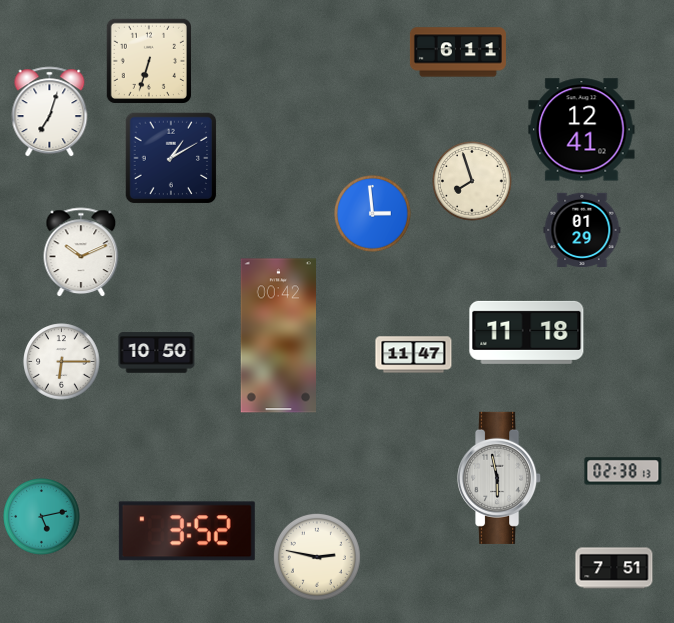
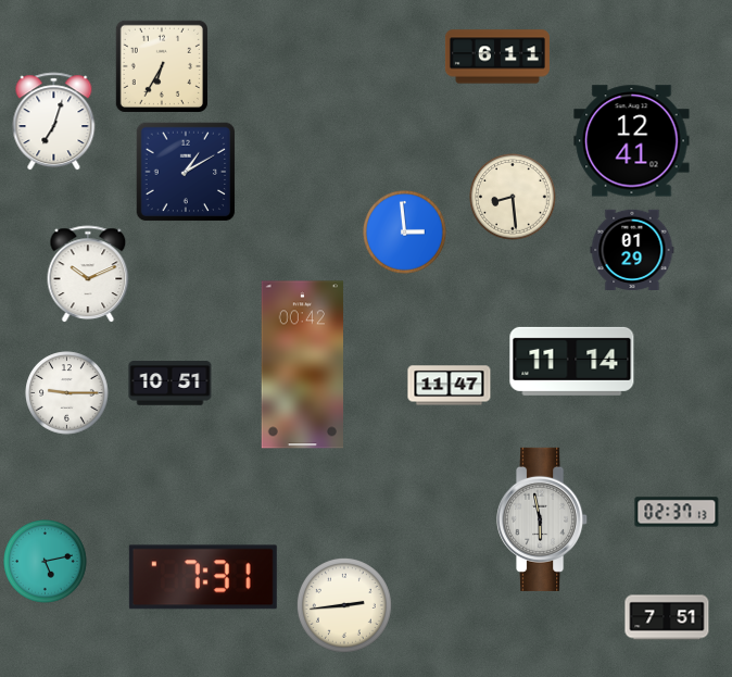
clock at (149, 61): 6:33 -> 6:35
clock at (473, 182): 7:57 -> 8:29
clock at (527, 332): 11:18 -> 11:14
clock at (157, 353): 10:50 -> 10:51
clock at (62, 362): 6:15 -> 9:15
clock at (623, 471): 02:38 -> 02:37
clock at (187, 531): 3:52 -> 7:31
clock at (317, 557): 2:47 -> 2:44
